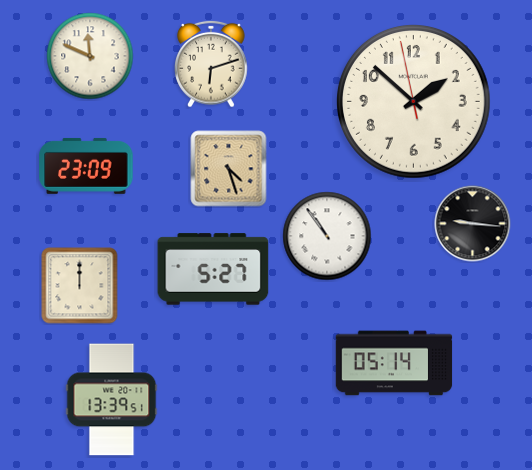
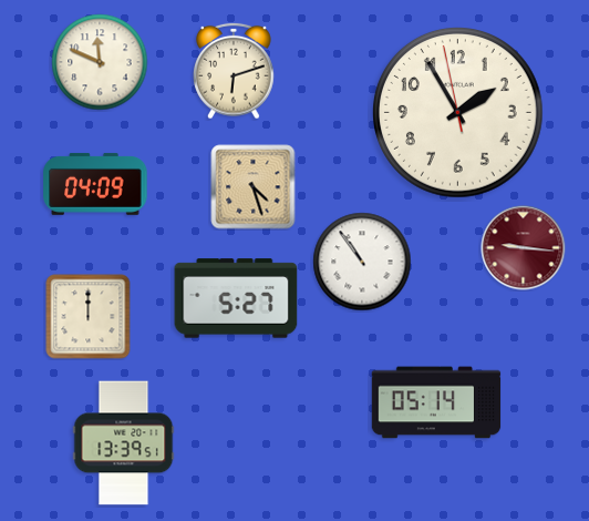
clock at (414, 102): 1:51 -> 1:54
clock at (86, 166): 23:09 -> 04:09
clock at (473, 224) dial: black -> burgundy
